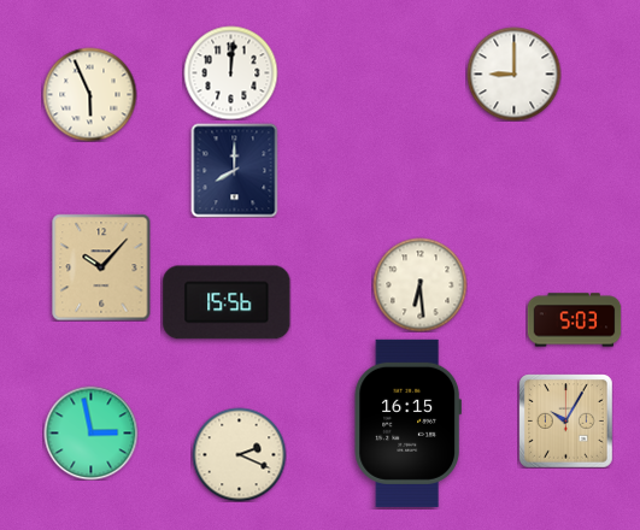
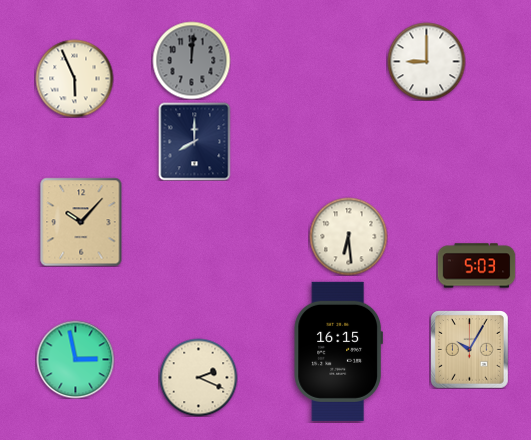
clock at (230, 72) dial: white -> grey
clock at (101, 267) position: (101, 267) -> (81, 222)
clock at (227, 302): 15:56 -> none
